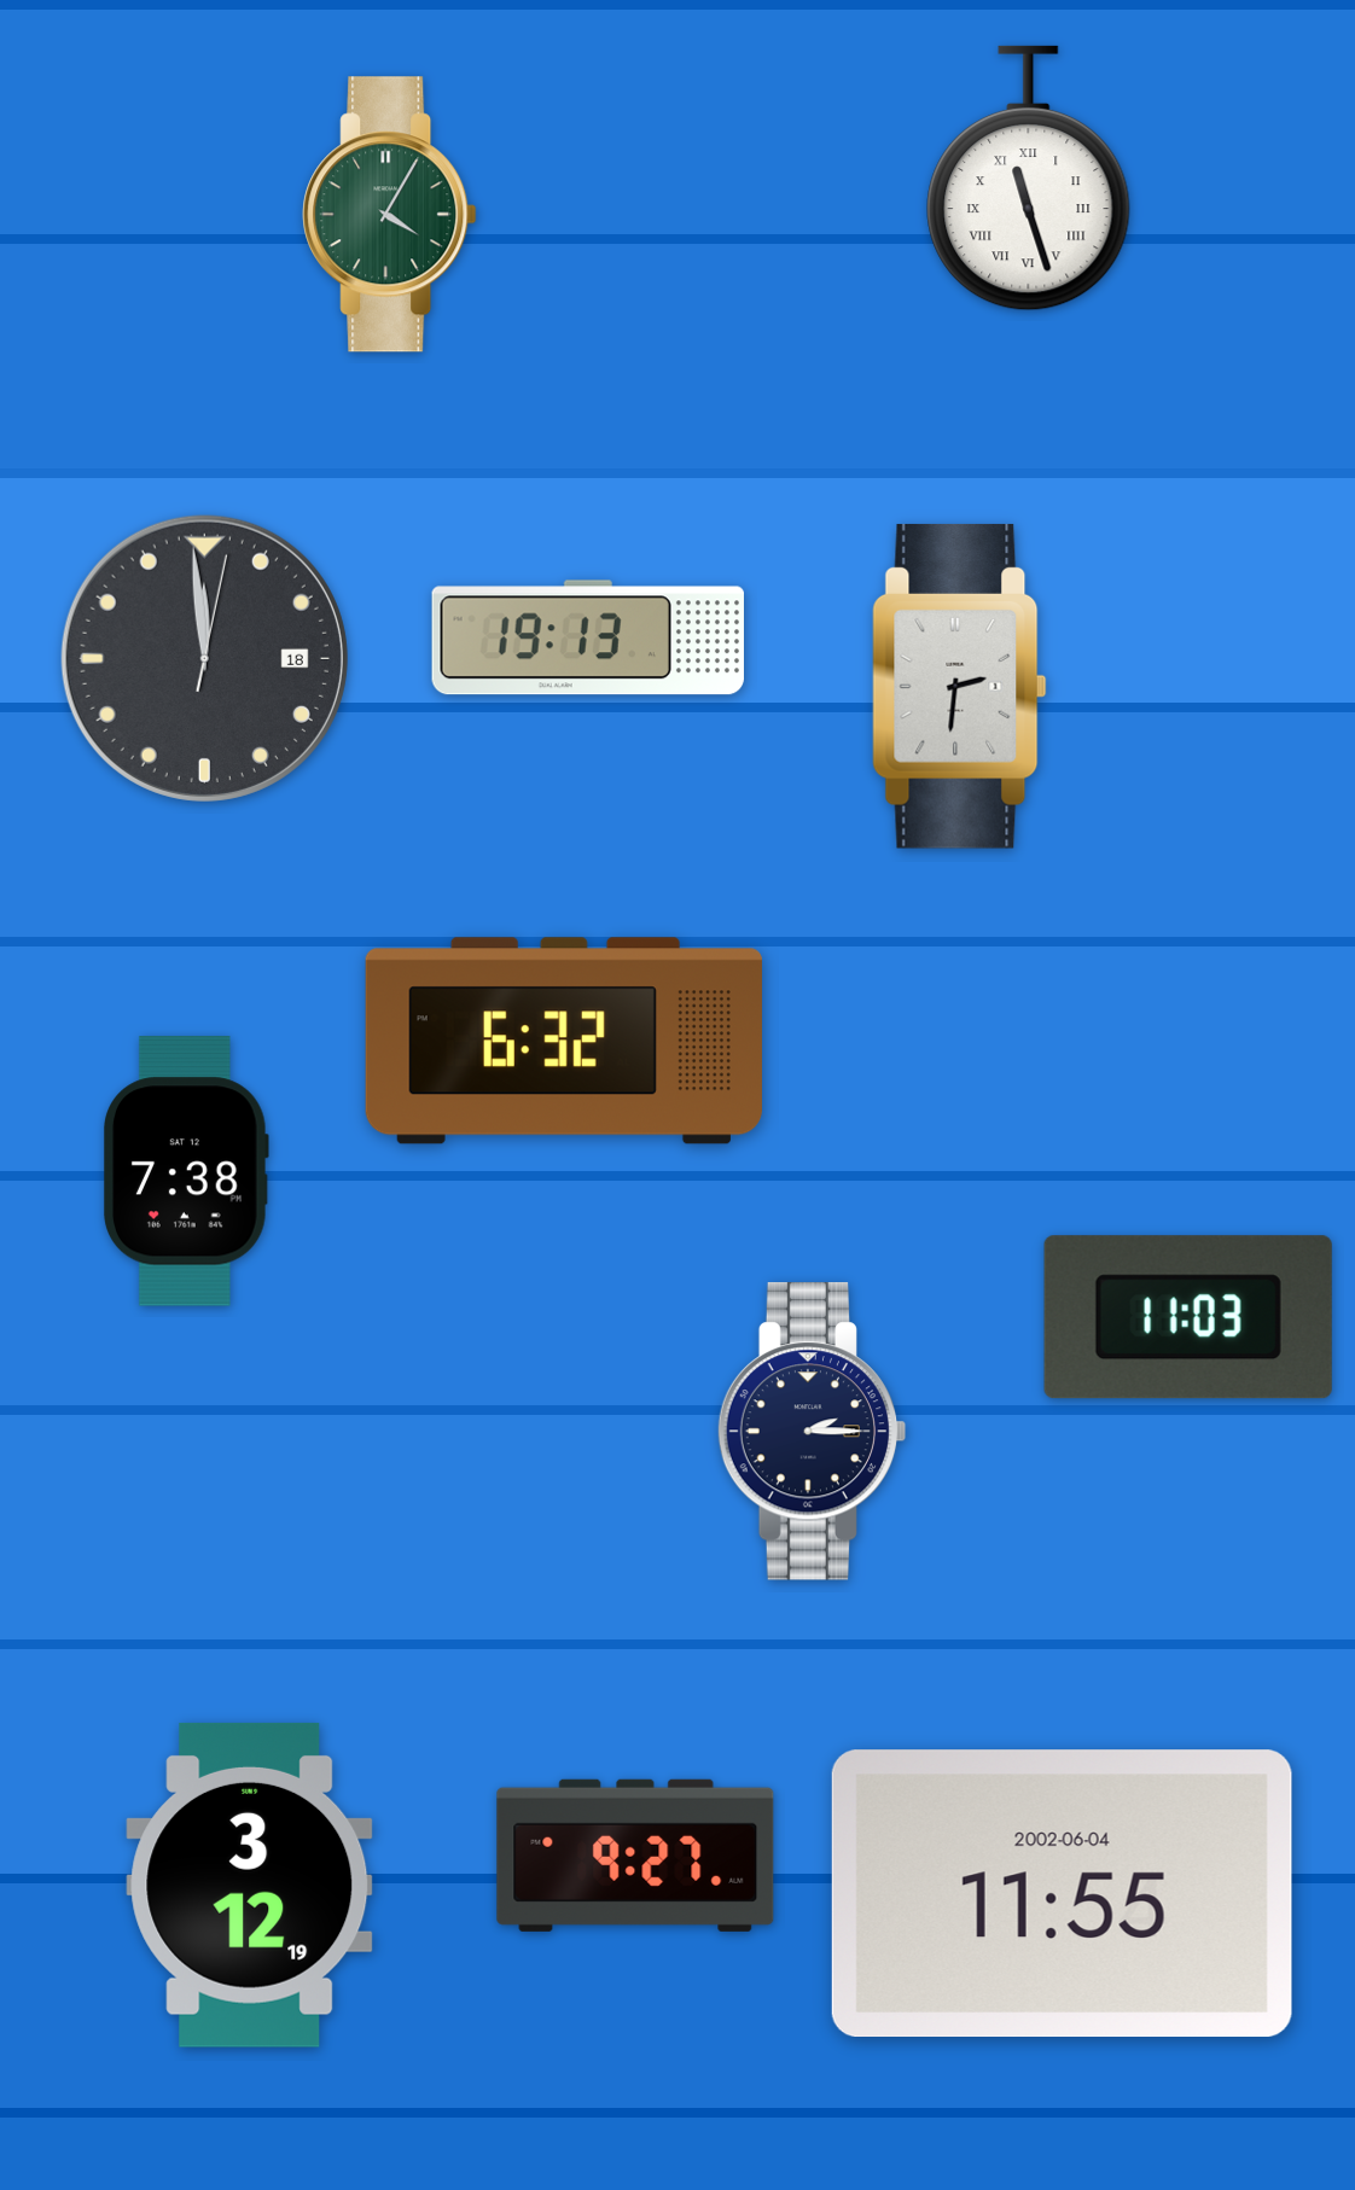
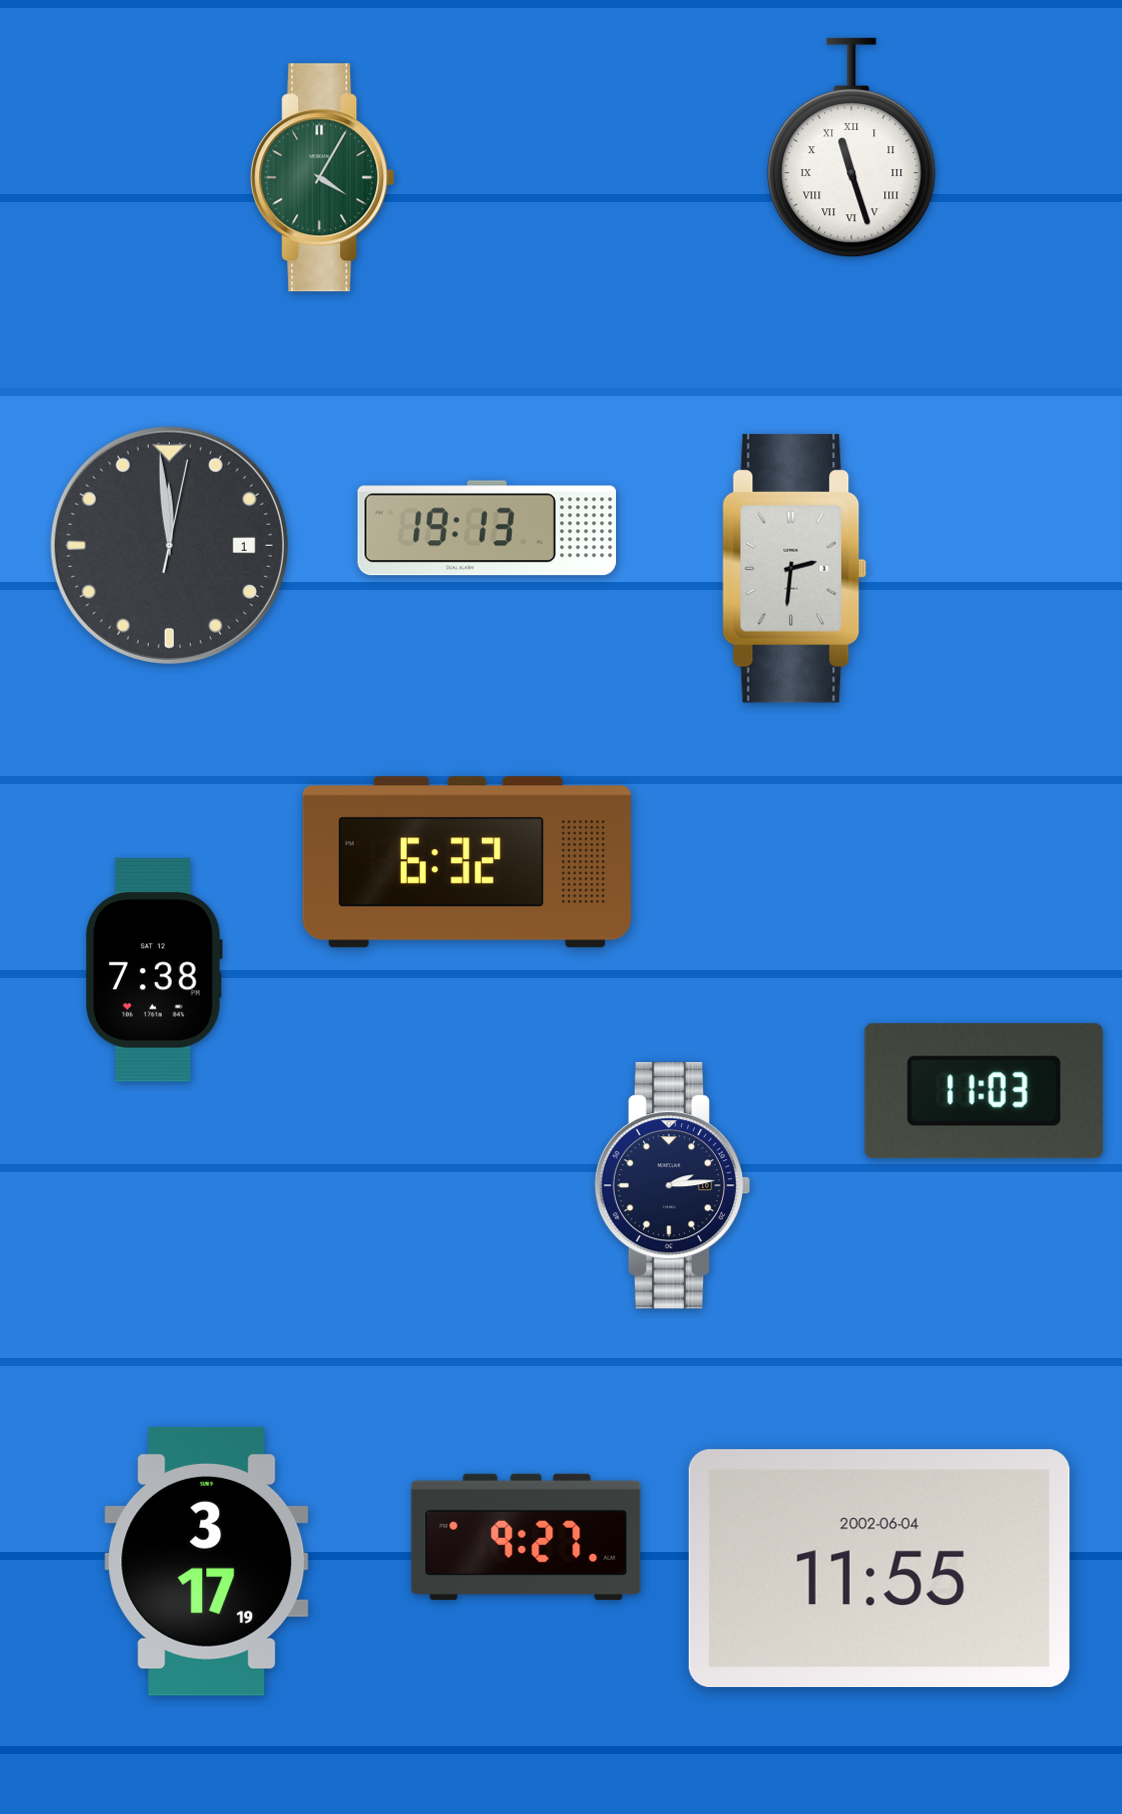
clock at (204, 658) date: 18 -> 1
clock at (813, 1432): 2:15 -> 2:14
clock at (250, 1885): 3:12 -> 3:17
